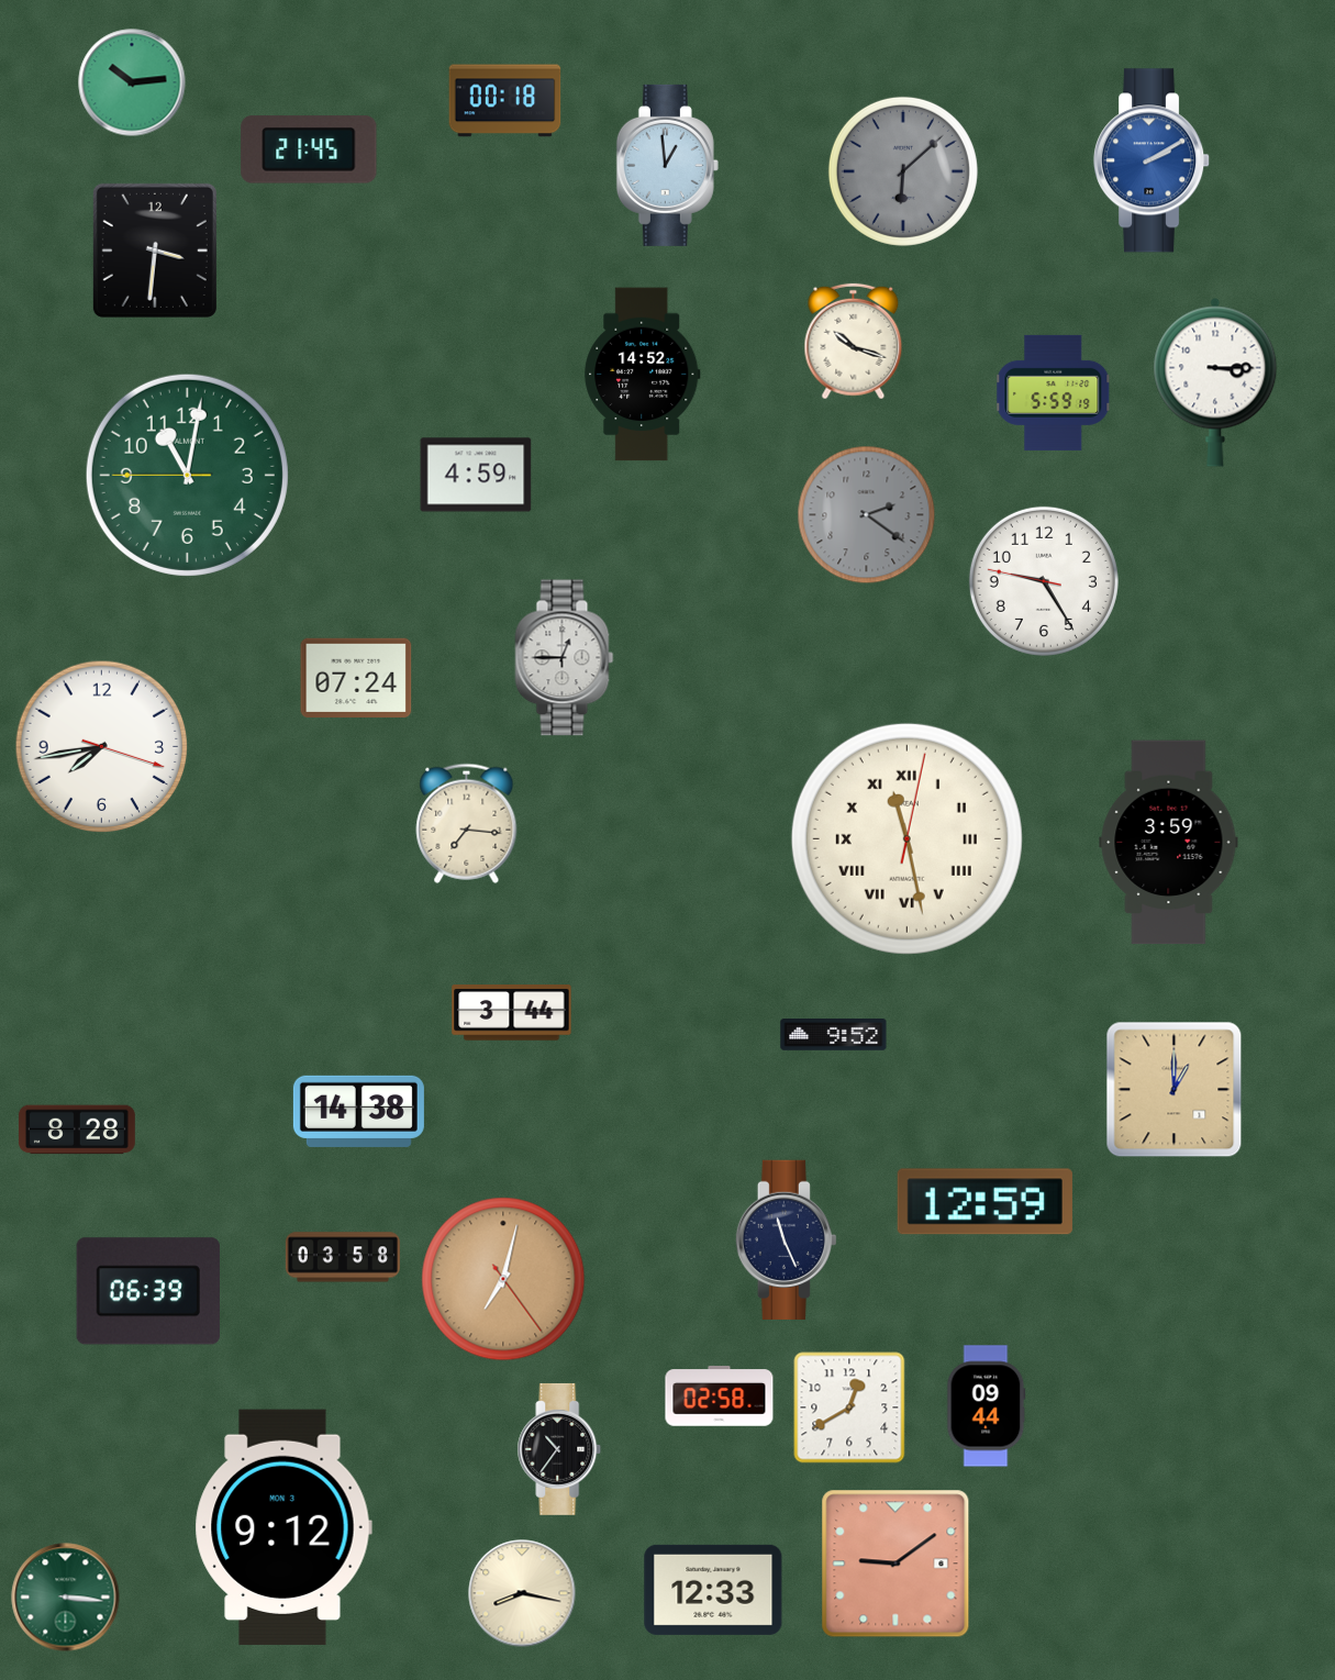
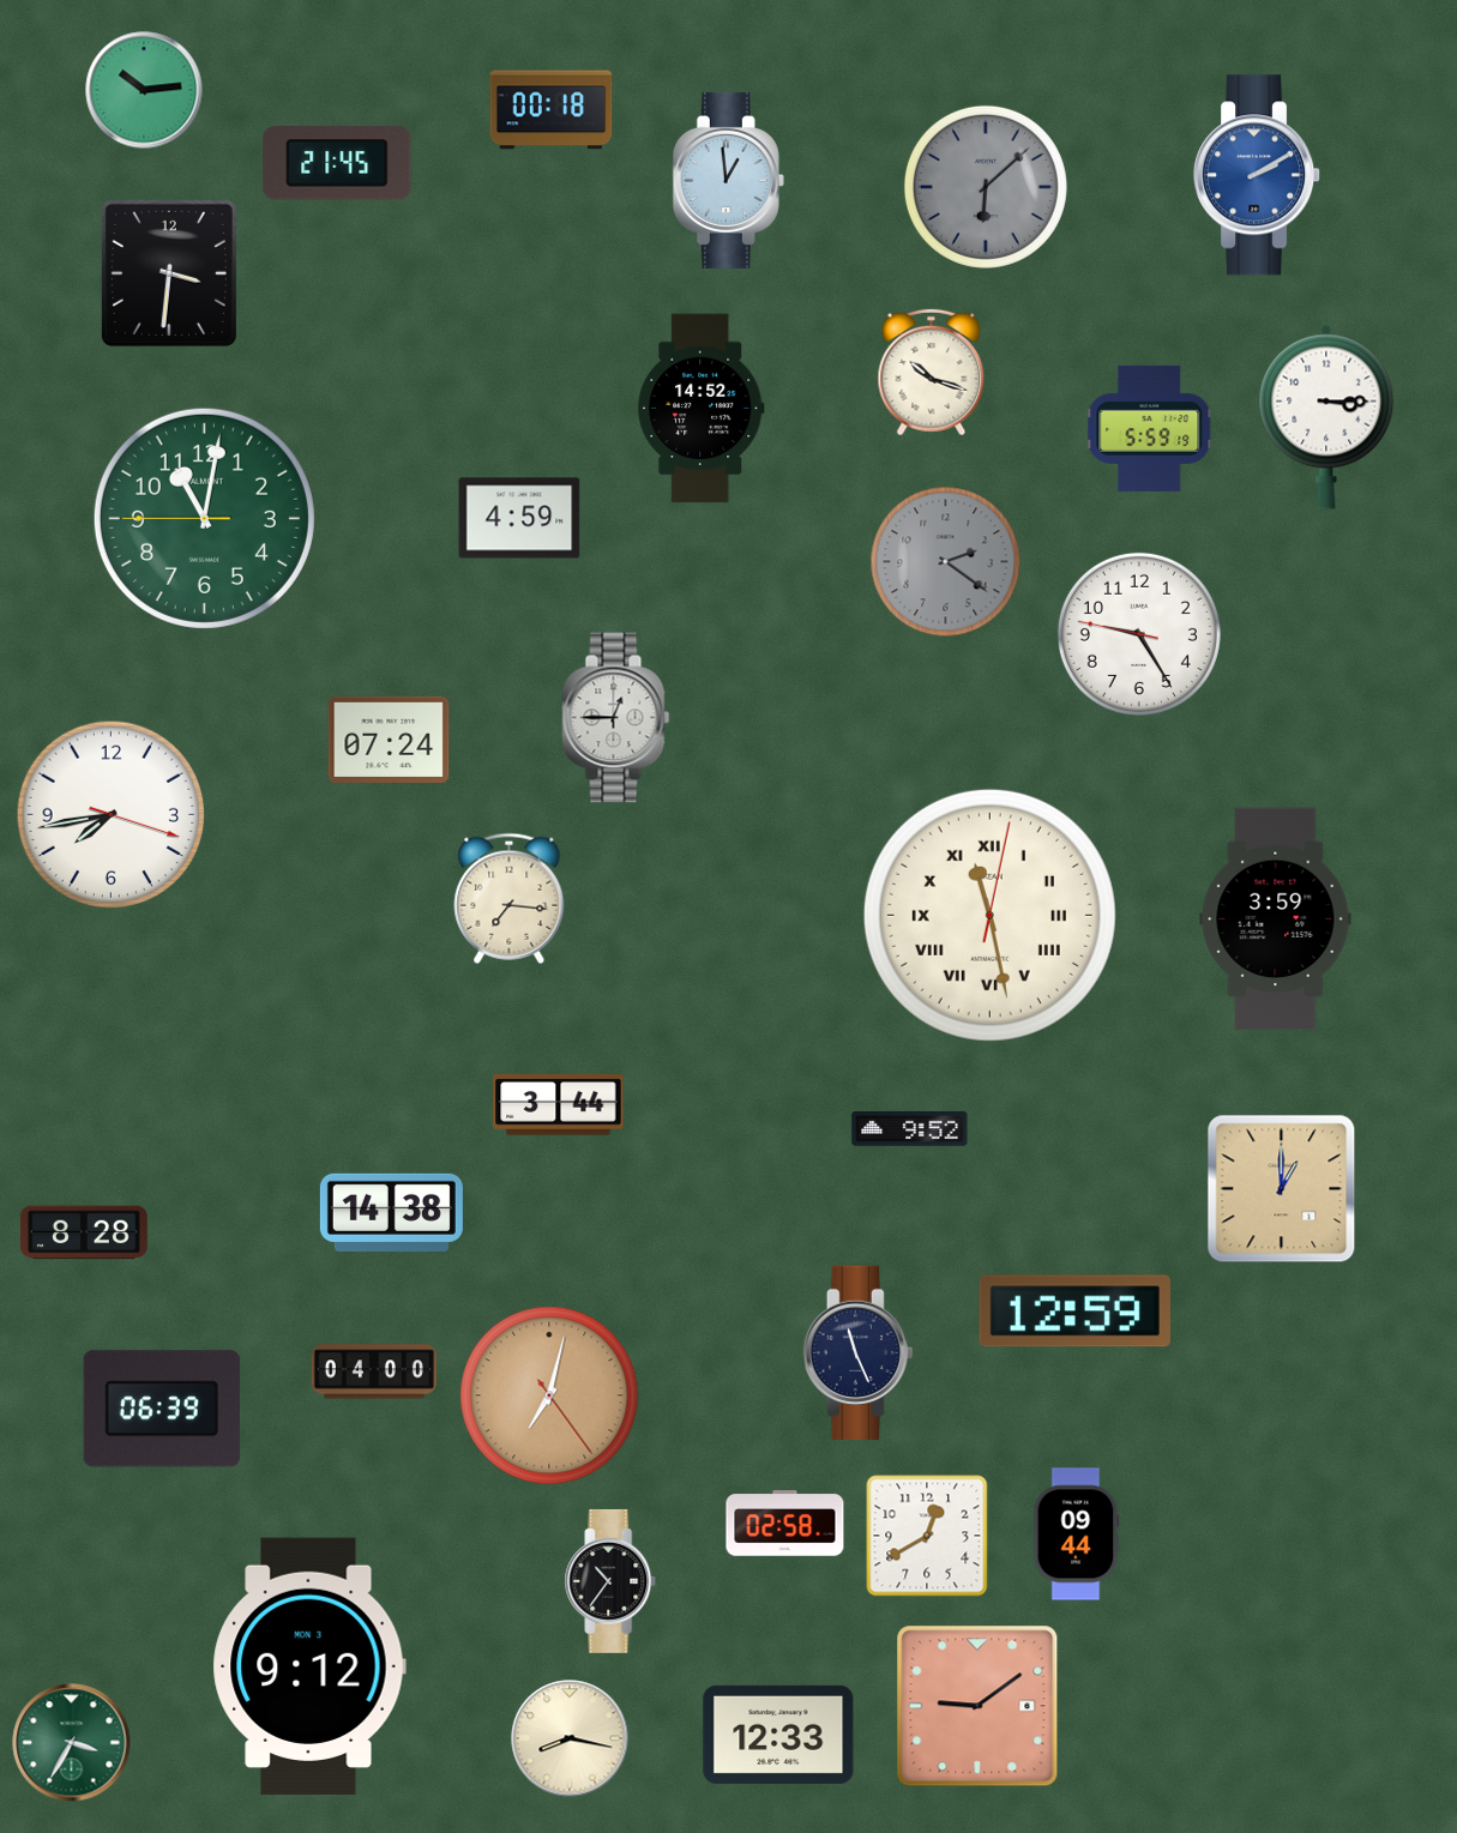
clock at (343, 1257): 03:58 -> 04:00
clock at (66, 1598): 3:16 -> 3:35
